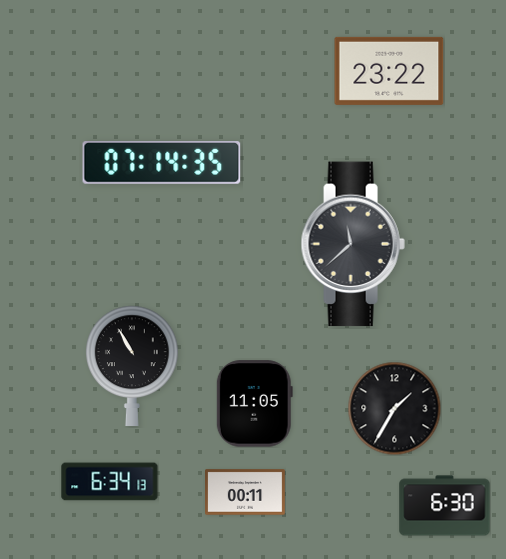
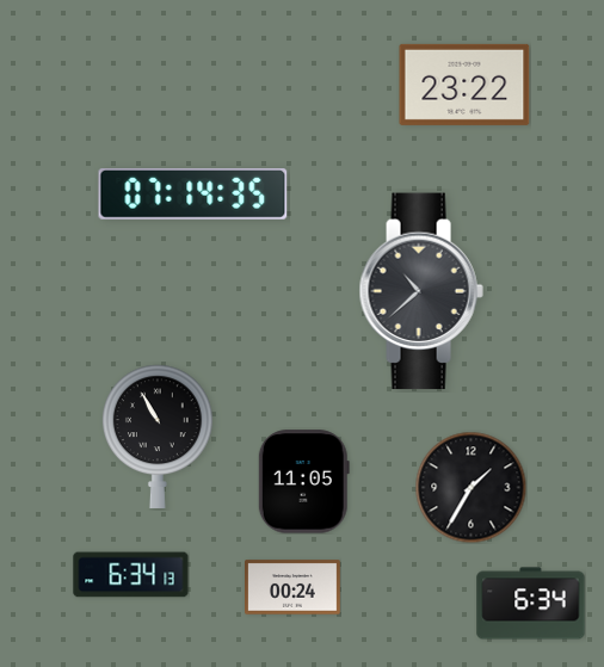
clock at (353, 244): 11:38 -> 10:38
clock at (246, 492): 00:11 -> 00:24
clock at (445, 506): 6:30 -> 6:34
